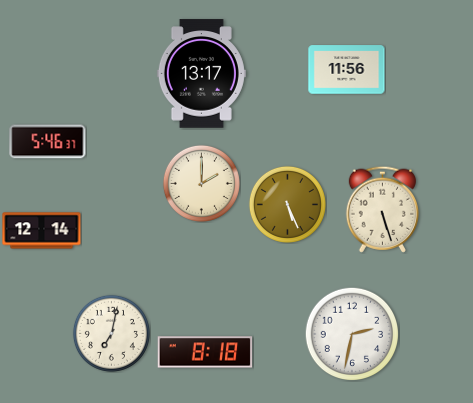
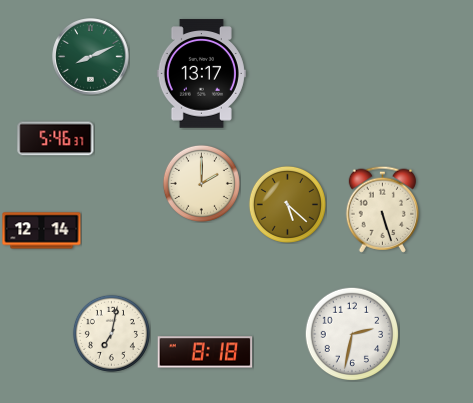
clock at (91, 57): none -> 8:11
clock at (347, 70): 11:56 -> none
clock at (48, 142) position: (48, 142) -> (56, 139)
clock at (287, 204): 5:26 -> 5:22
